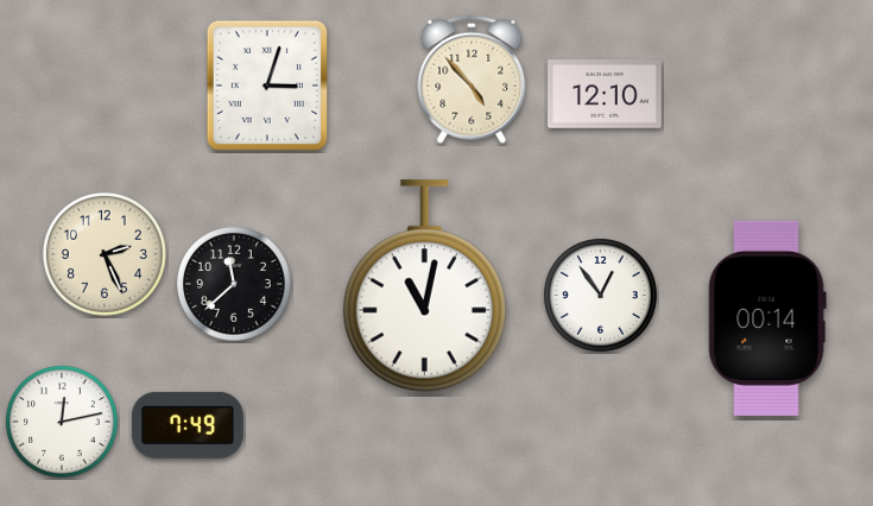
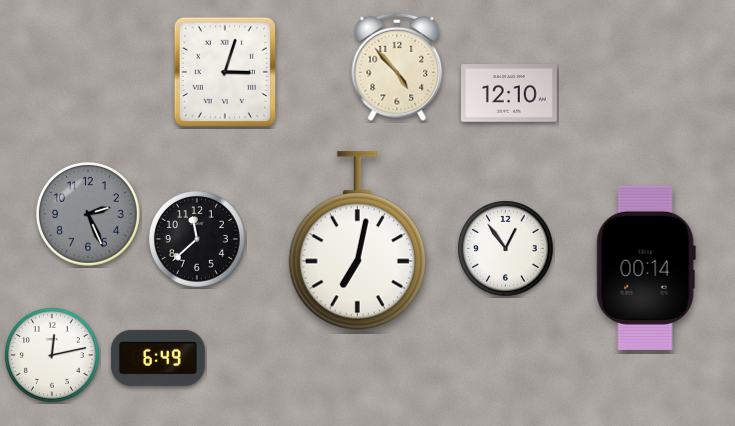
clock at (606, 95) position: (606, 95) -> (510, 94)
clock at (105, 254) dial: cream -> grey
clock at (424, 286): 11:02 -> 7:02
clock at (188, 425): 7:49 -> 6:49
